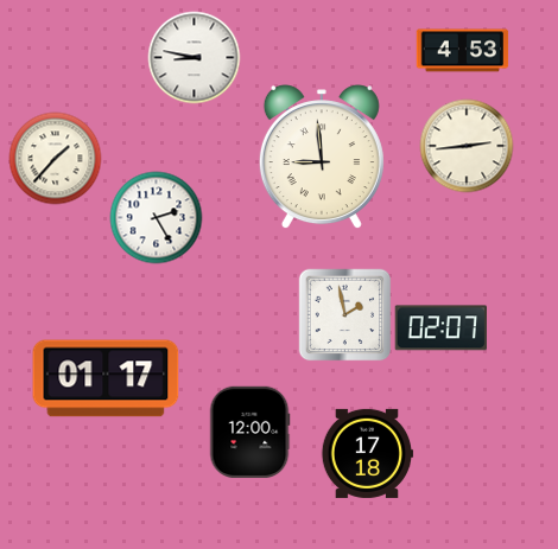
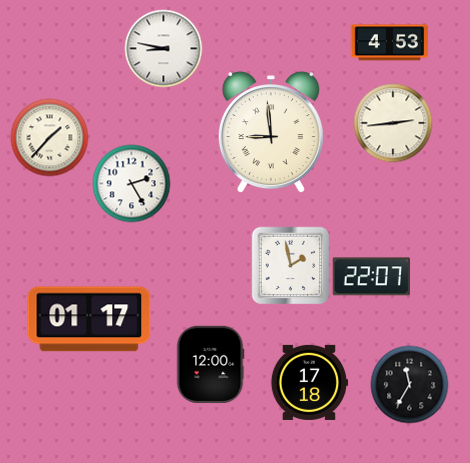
clock at (55, 158) position: (55, 158) -> (49, 137)
clock at (440, 328): 02:07 -> 22:07
clock at (409, 384): none -> 11:35
